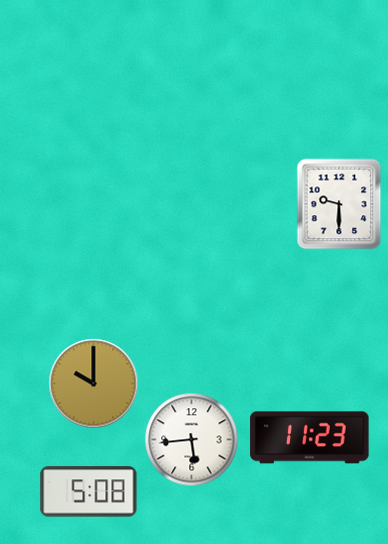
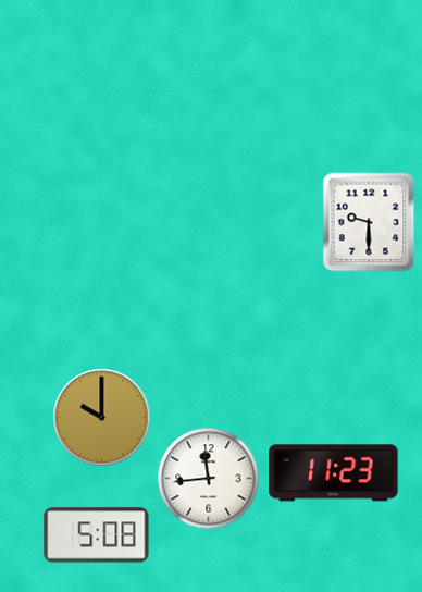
clock at (310, 438) position: (310, 438) -> (334, 473)
clock at (192, 440): 5:44 -> 11:44
